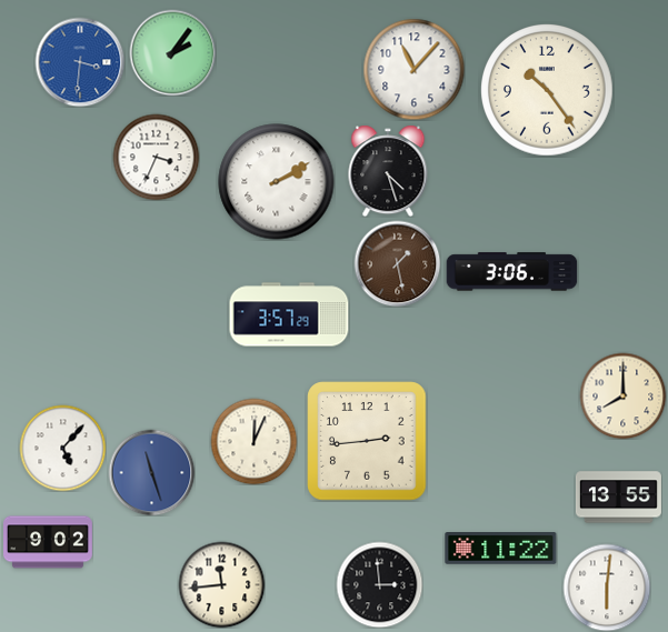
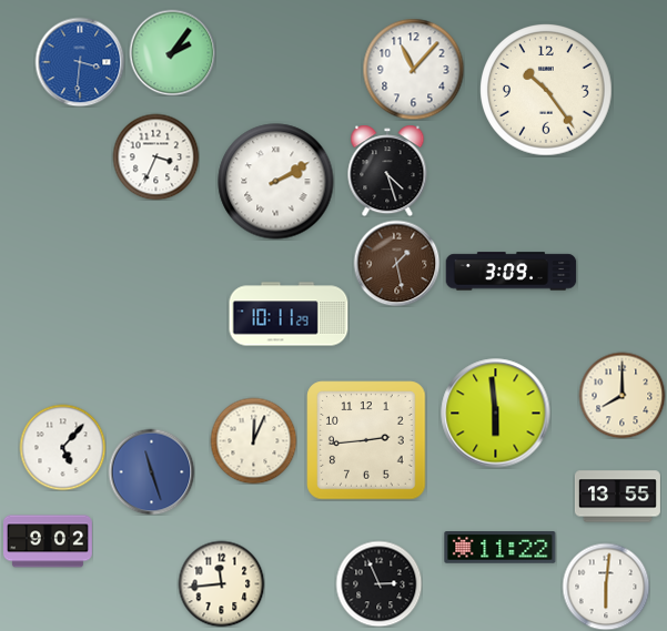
clock at (512, 272): 3:06 -> 3:09
clock at (289, 314): 3:57 -> 10:11
clock at (496, 414): none -> 5:59
clock at (379, 584): 2:59 -> 2:56
